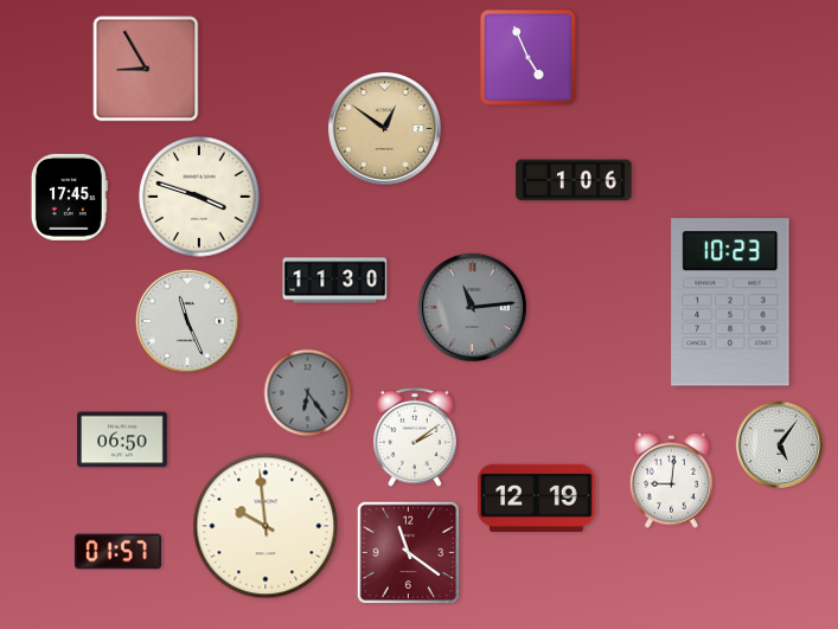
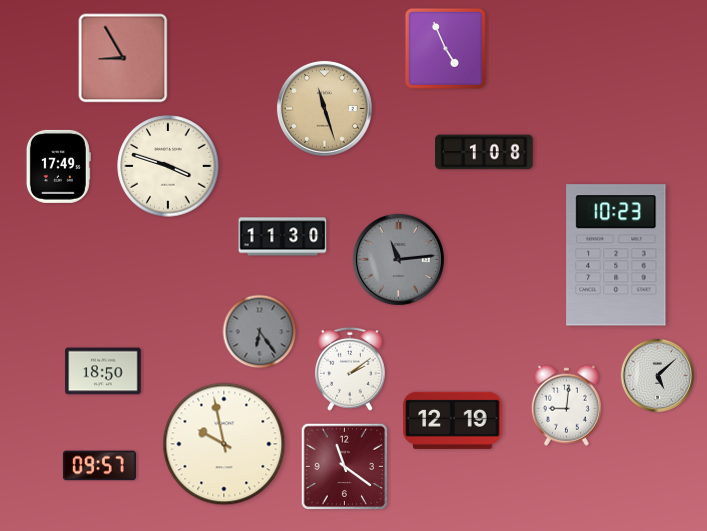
clock at (384, 128): 12:51 -> 11:27
clock at (574, 180): 1:06 -> 1:08
clock at (69, 197): 17:45 -> 17:49
clock at (187, 321): 11:26 -> none
clock at (122, 439): 06:50 -> 18:50
clock at (779, 444): 5:06 -> 5:08
clock at (266, 526): 9:59 -> 9:58
clock at (117, 552): 01:57 -> 09:57
